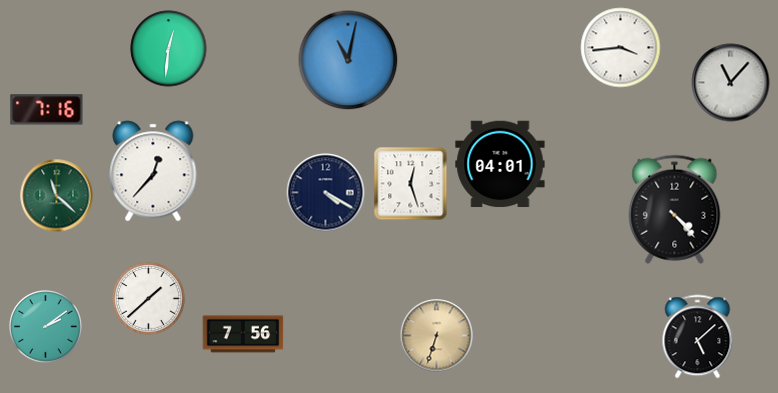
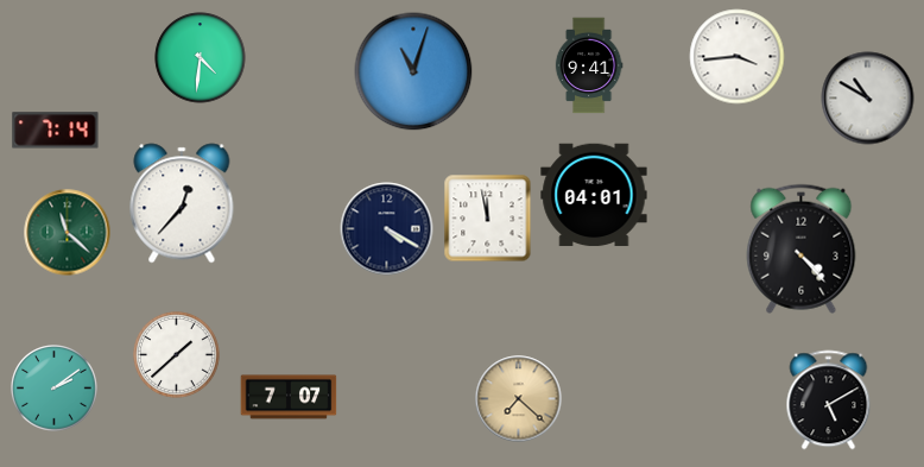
clock at (169, 49): 12:31 -> 4:31
clock at (589, 65): none -> 9:41
clock at (348, 60): 11:02 -> 11:03
clock at (731, 83): 11:07 -> 10:50
clock at (47, 110): 7:16 -> 7:14
clock at (411, 184): 12:27 -> 11:58
clock at (243, 334): 7:56 -> 7:07
clock at (437, 336): 6:33 -> 7:22
clock at (698, 337): 5:08 -> 5:10
